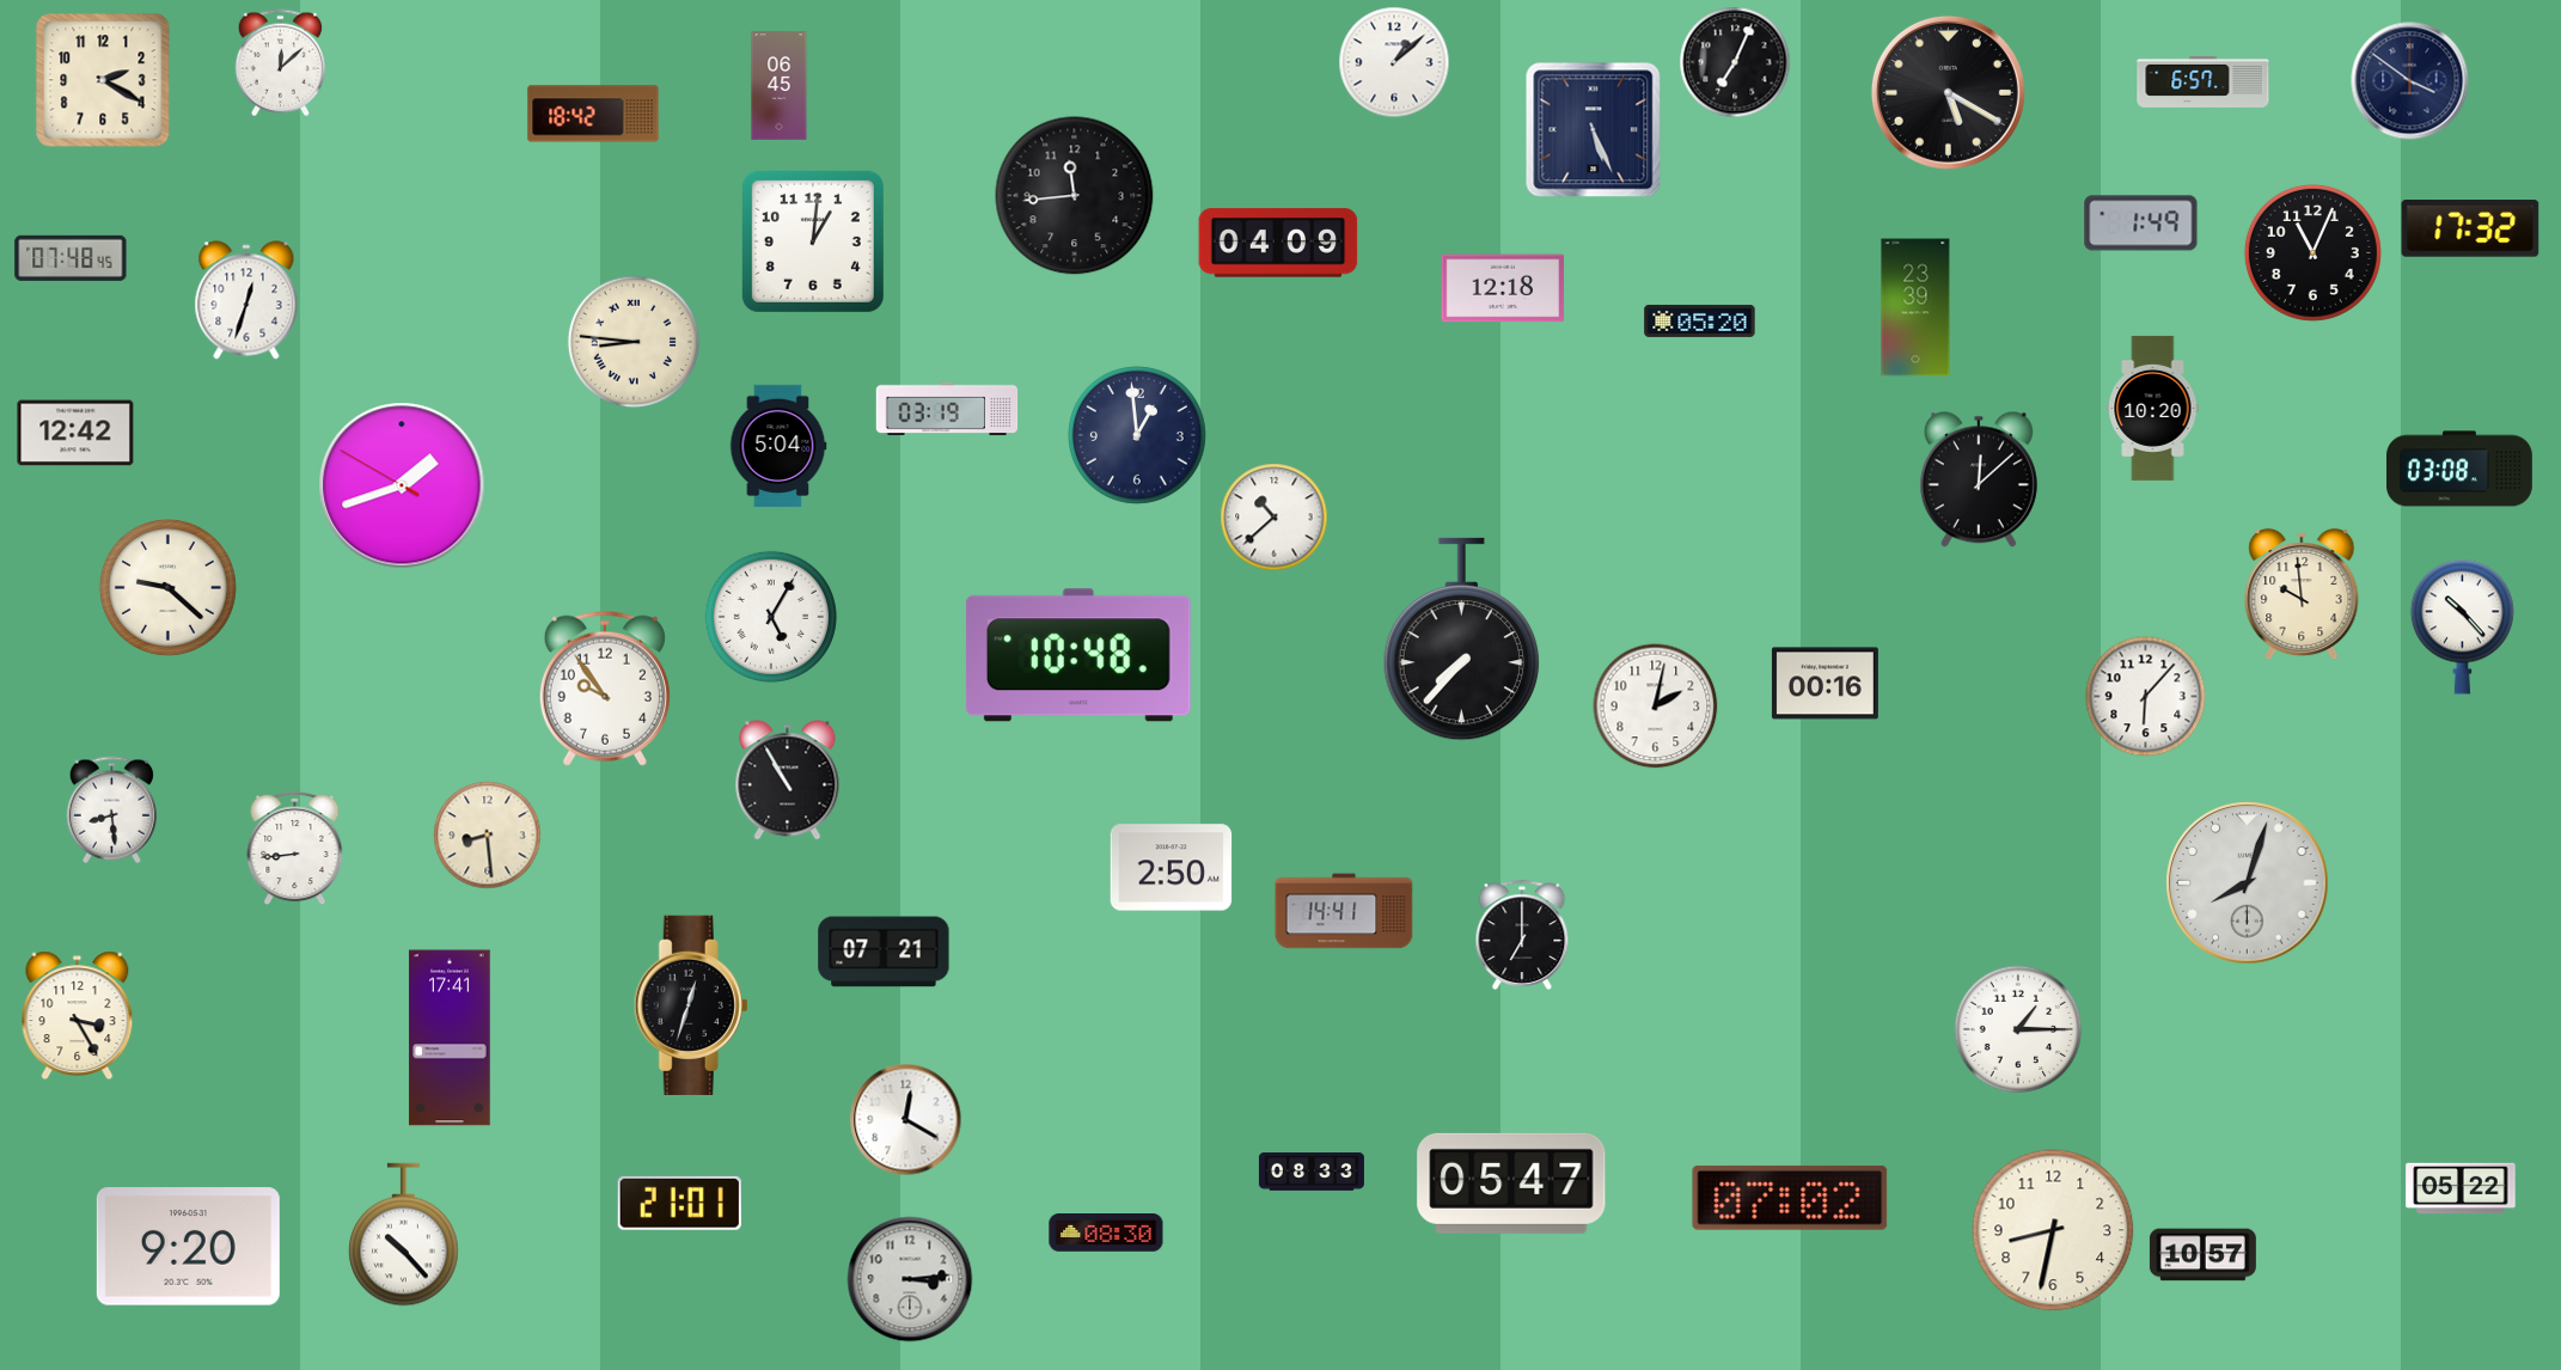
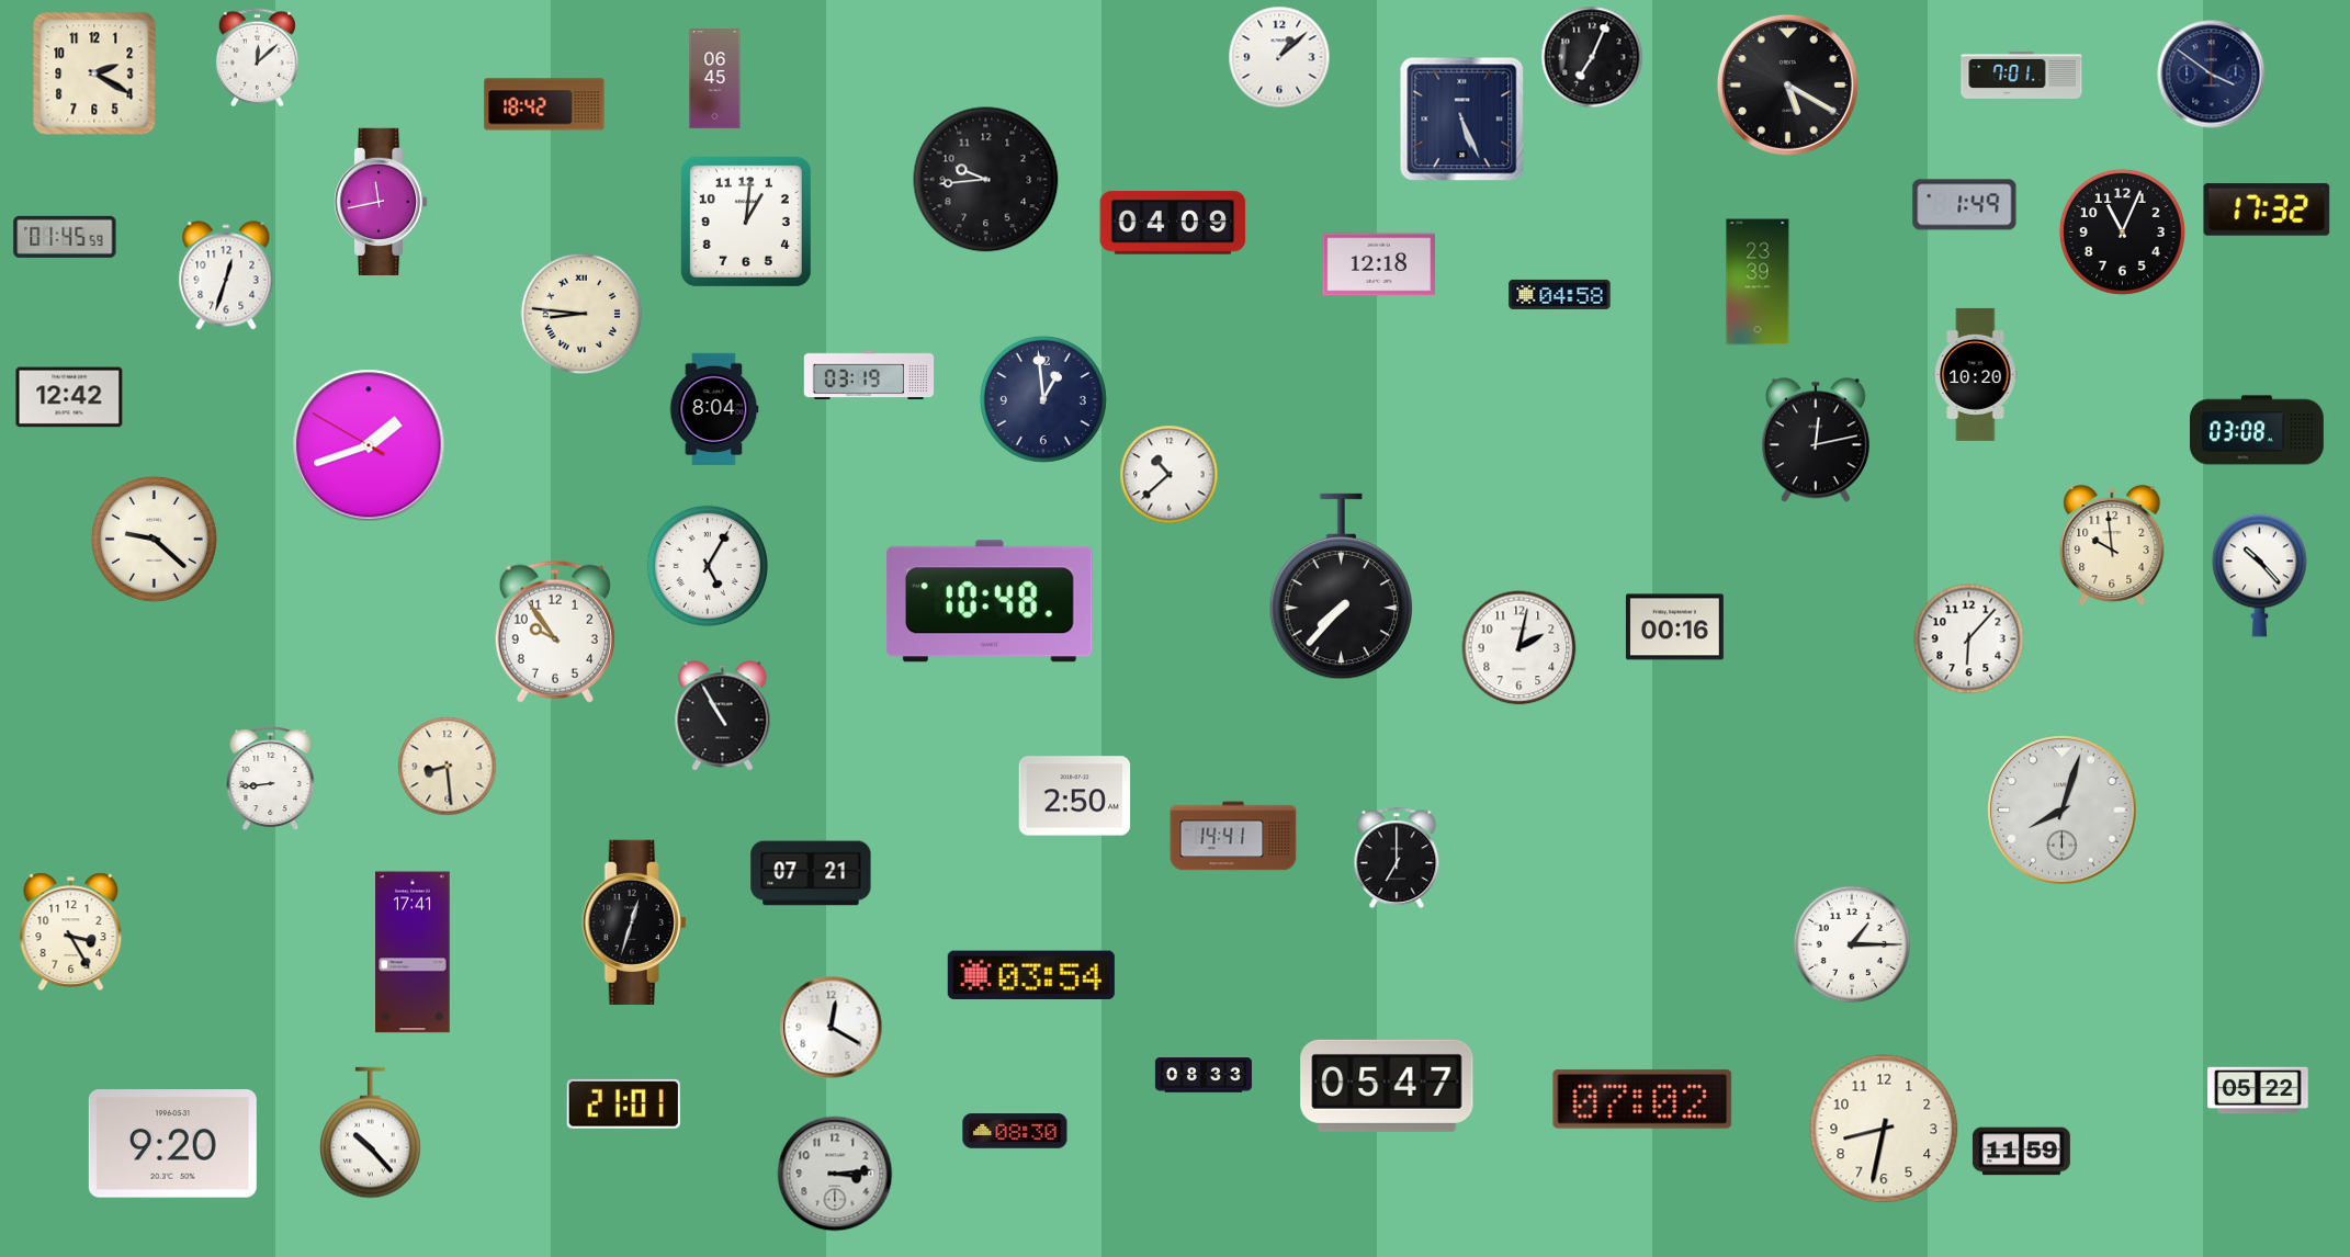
clock at (2204, 81): 6:57 -> 7:01
clock at (1075, 196): 11:44 -> 9:44
clock at (381, 201): none -> 11:43
clock at (71, 258): 07:48 -> 01:45
clock at (1700, 320): 05:20 -> 04:58
clock at (778, 446): 5:04 -> 8:04
clock at (1979, 479): 12:08 -> 12:13
clock at (111, 811): 8:29 -> none
clock at (1031, 974): none -> 03:54
clock at (2202, 1255): 10:57 -> 11:59
